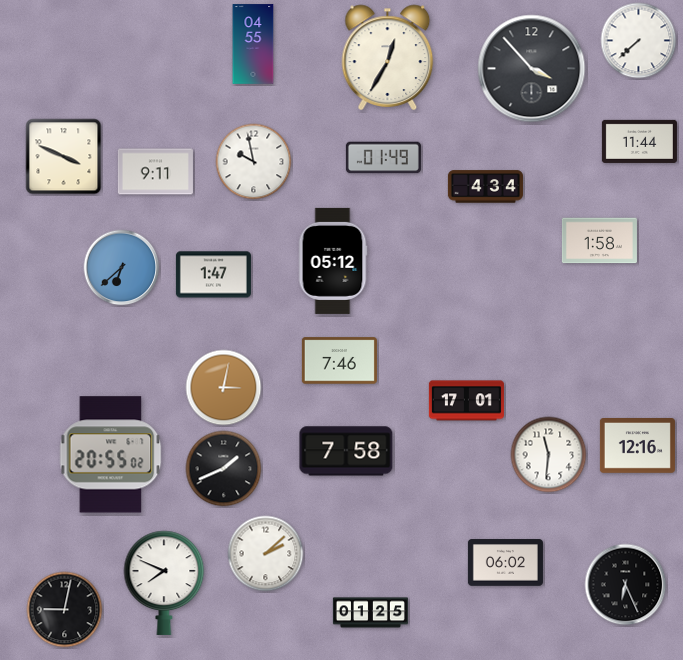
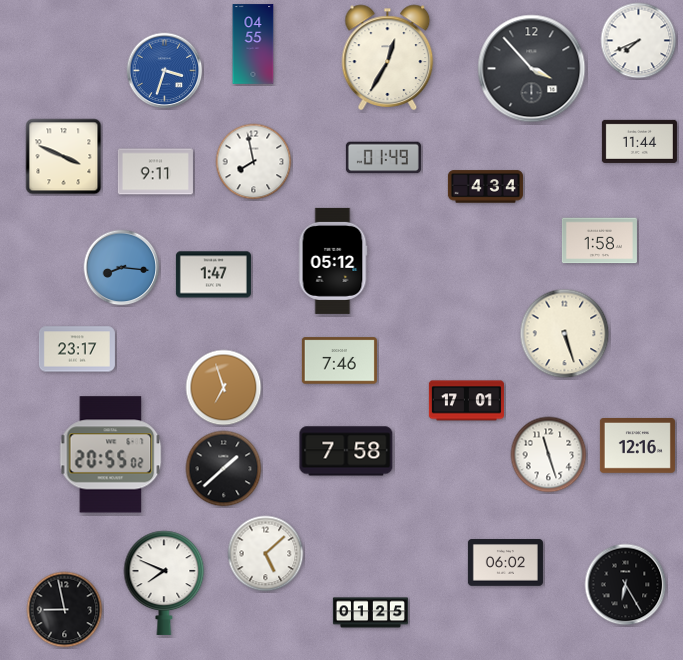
clock at (639, 41): 7:38 -> 7:41
clock at (165, 71): none -> 3:33
clock at (254, 162): 9:58 -> 7:58
clock at (122, 268): 6:38 -> 8:16
clock at (565, 334): none -> 5:27
clock at (77, 349): none -> 23:17
clock at (224, 388): 3:02 -> 6:57
clock at (549, 455): 11:31 -> 11:27
clock at (224, 469): 1:41 -> 1:38
clock at (266, 554): 2:08 -> 5:08
clock at (626, 585): 6:26 -> 6:25
clock at (65, 610): 9:02 -> 8:58
